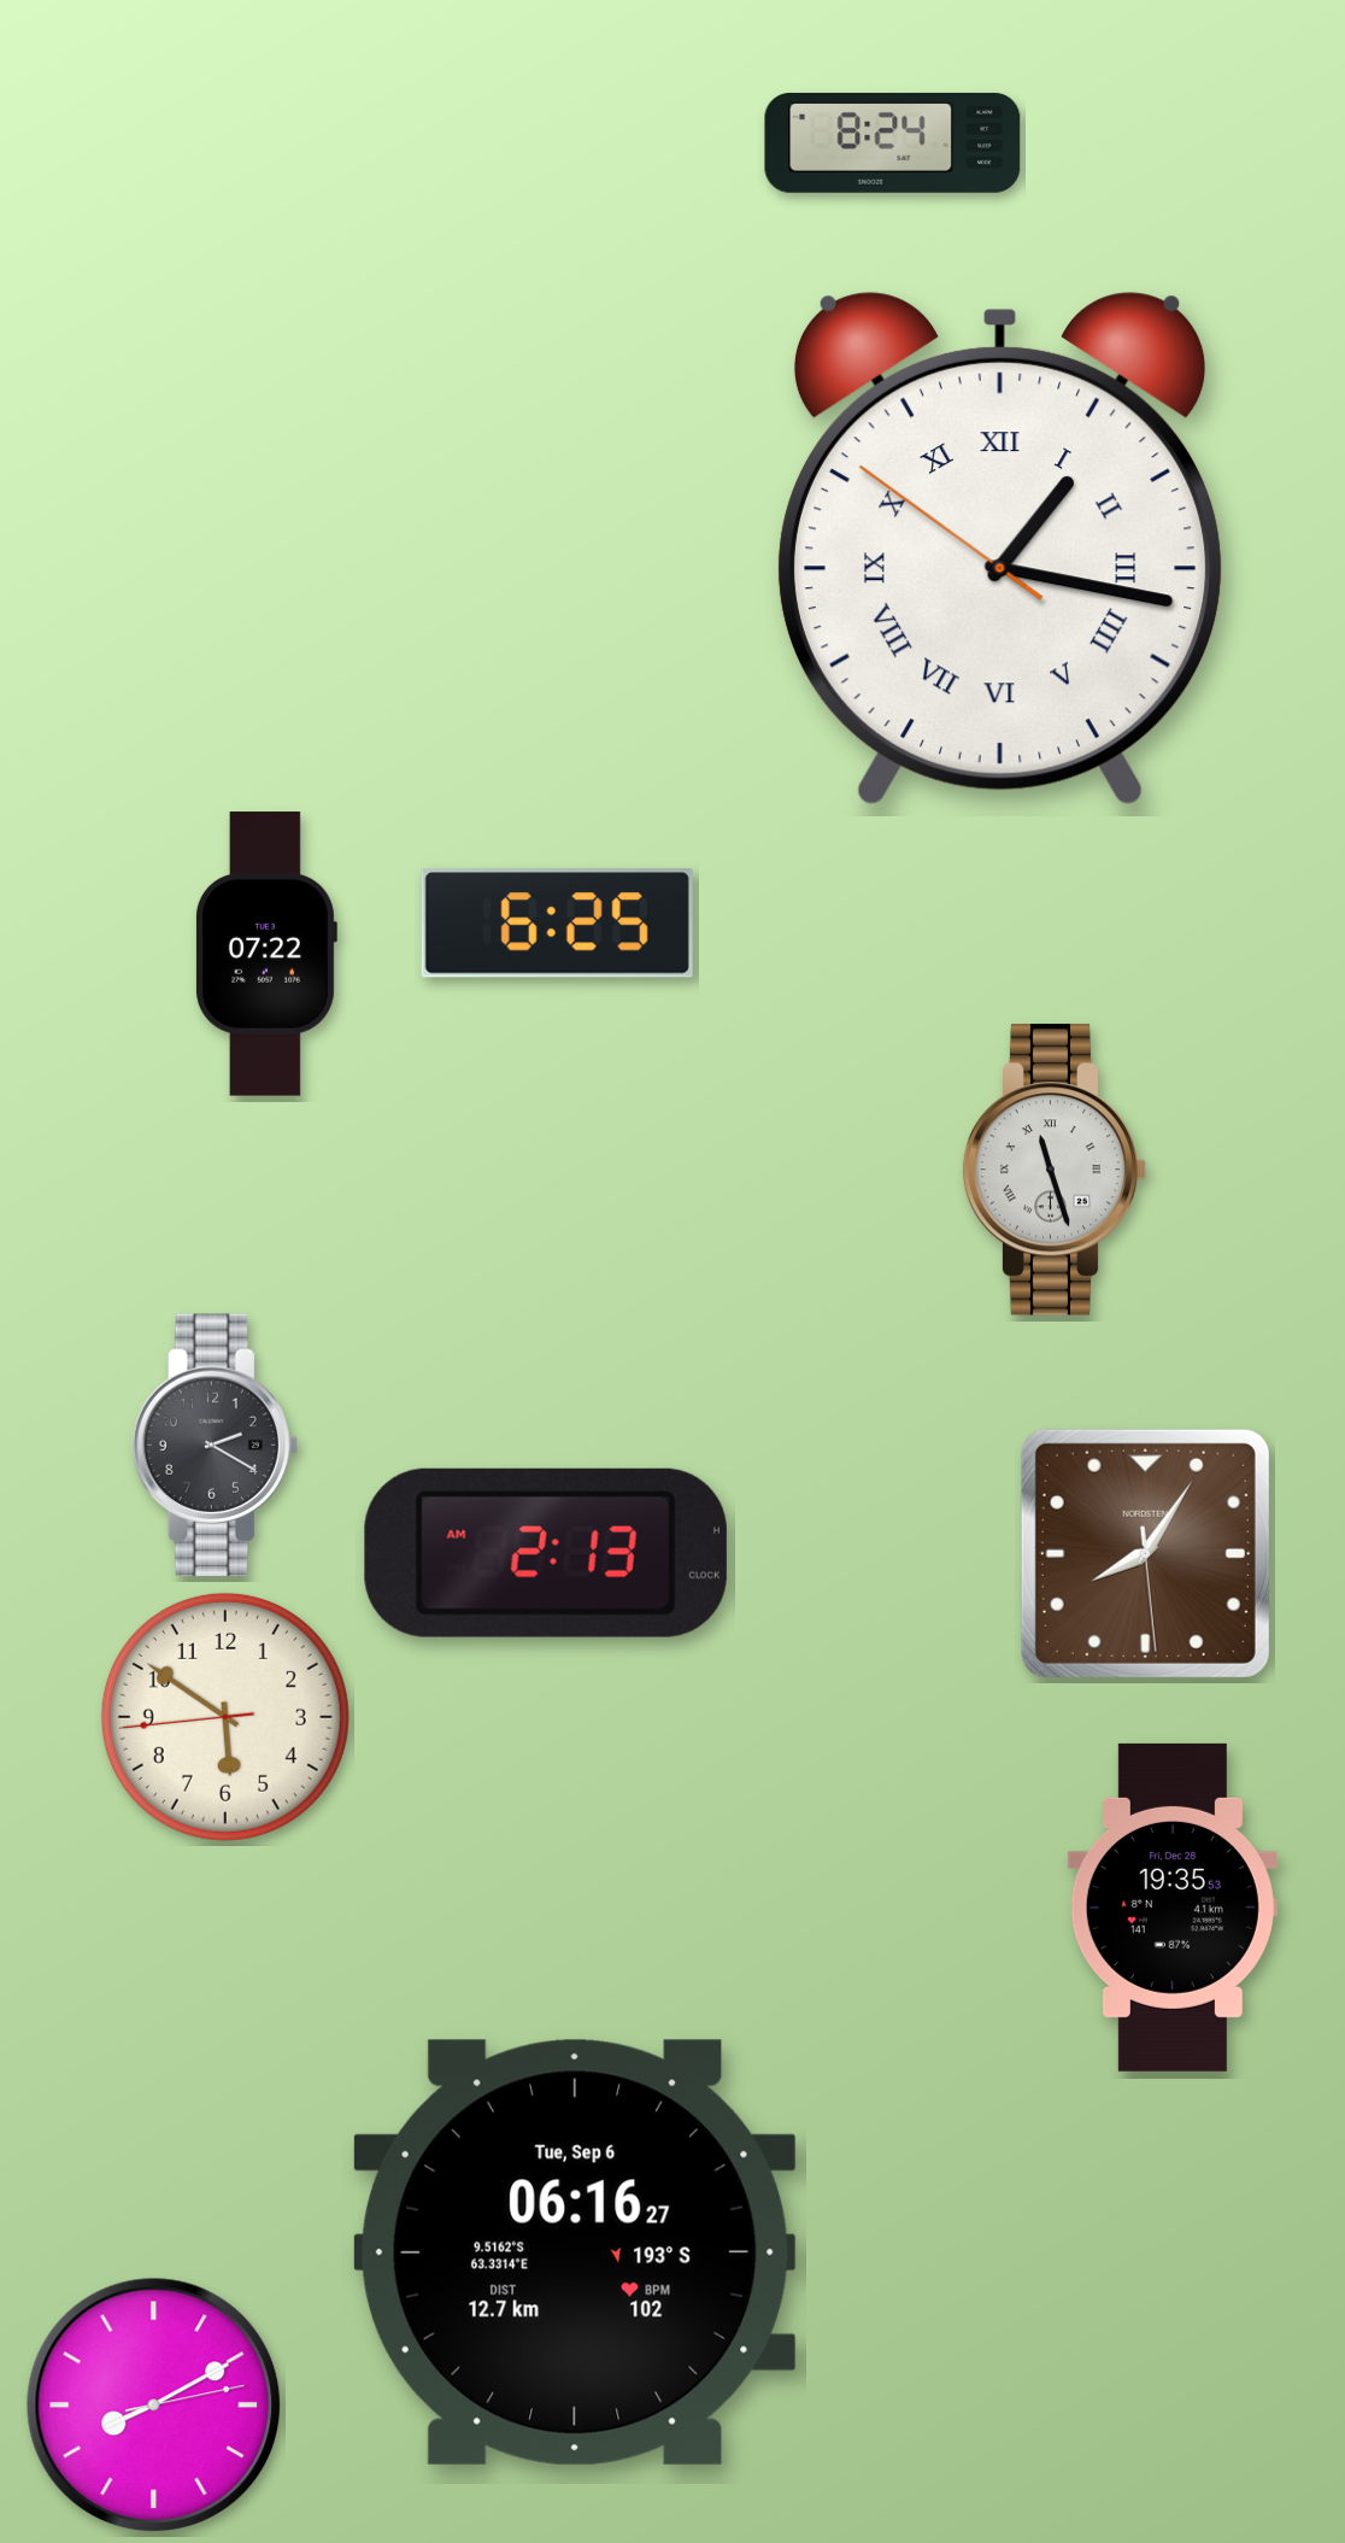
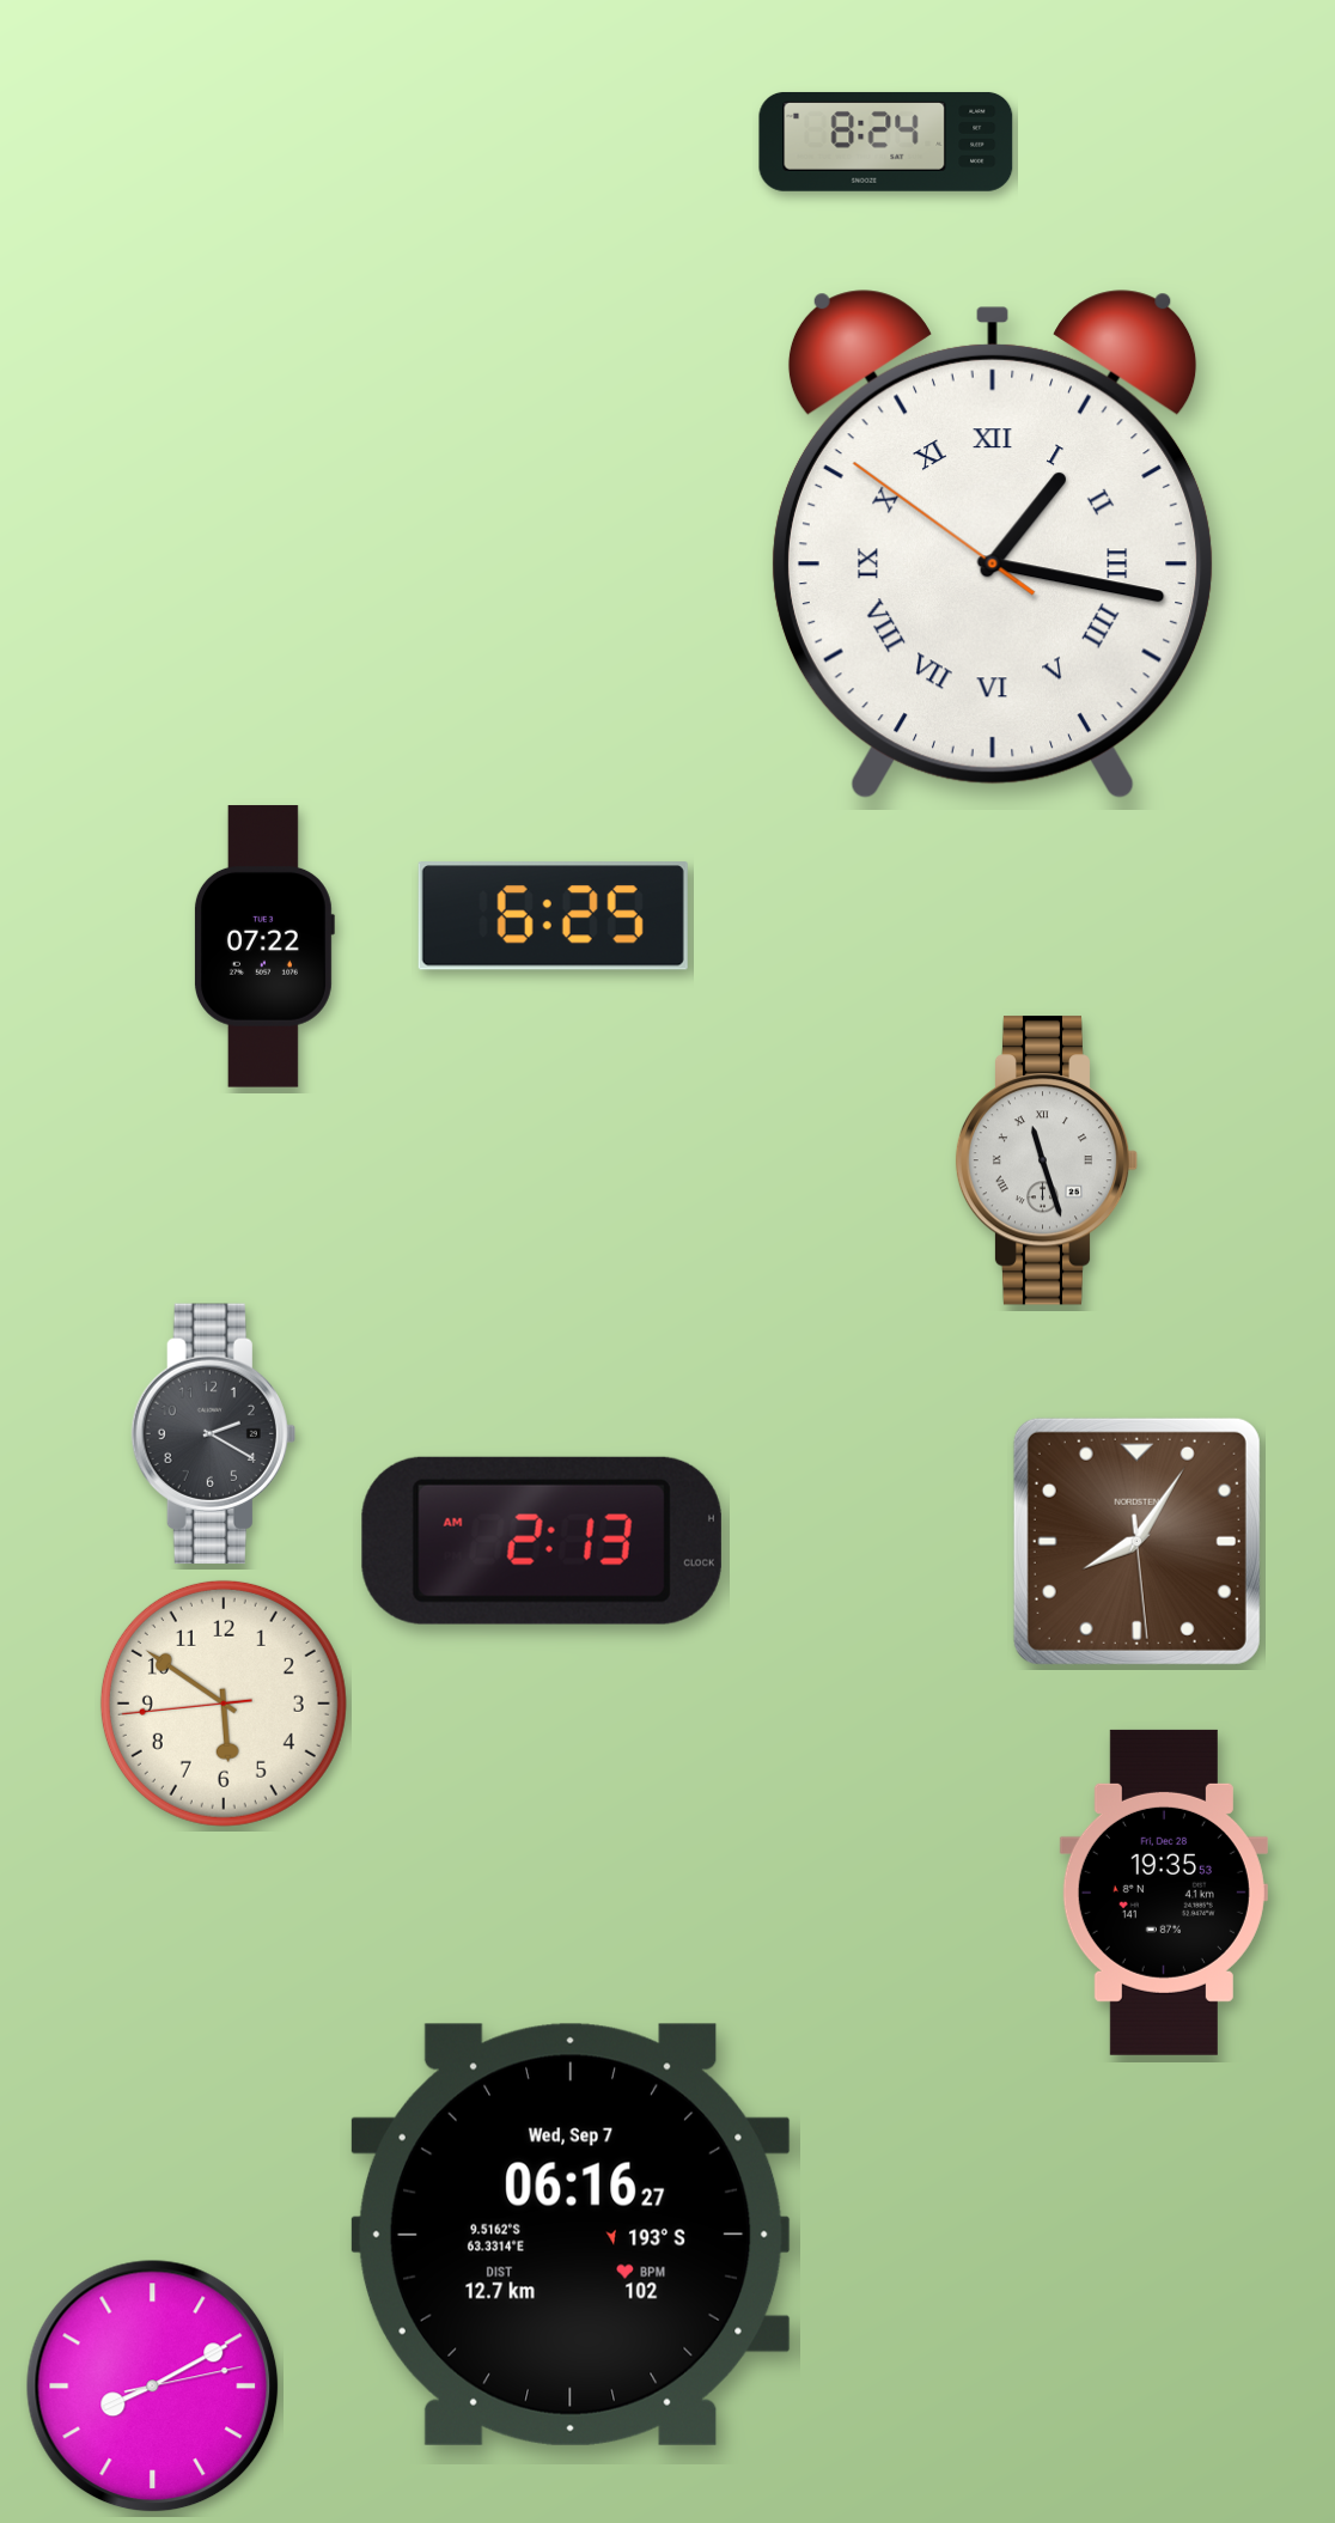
clock at (575, 2252) date: Tue, Sep 6 -> Wed, Sep 7
